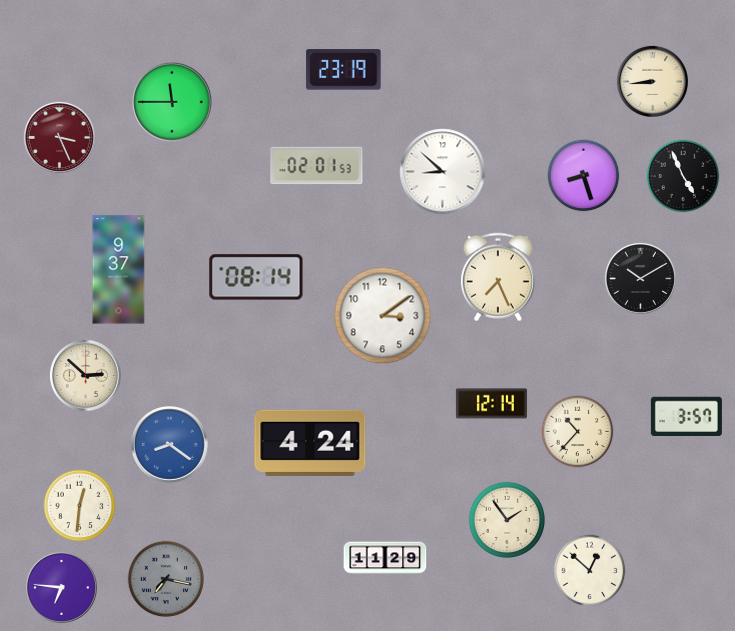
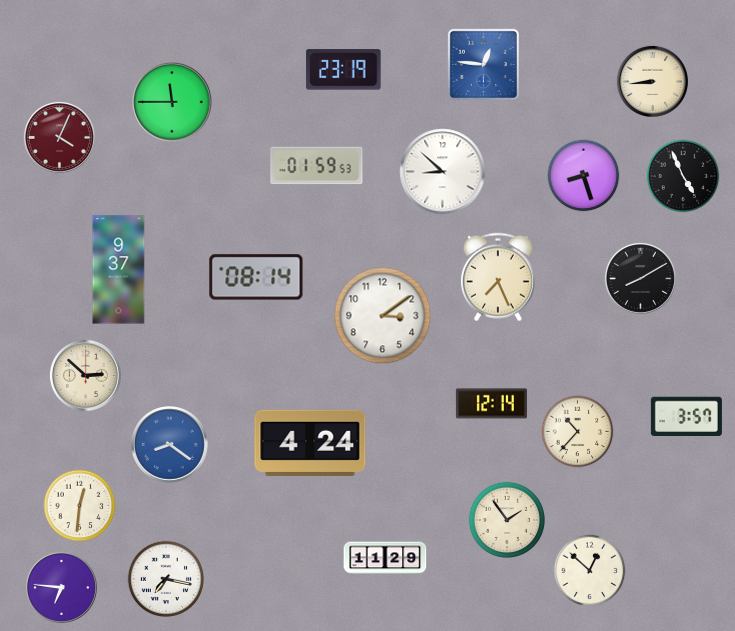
clock at (483, 64): none -> 12:46
clock at (59, 137): 3:26 -> 4:04
clock at (317, 166): 02:01 -> 01:59
clock at (640, 278): 10:10 -> 8:10
clock at (165, 578) dial: grey -> white
